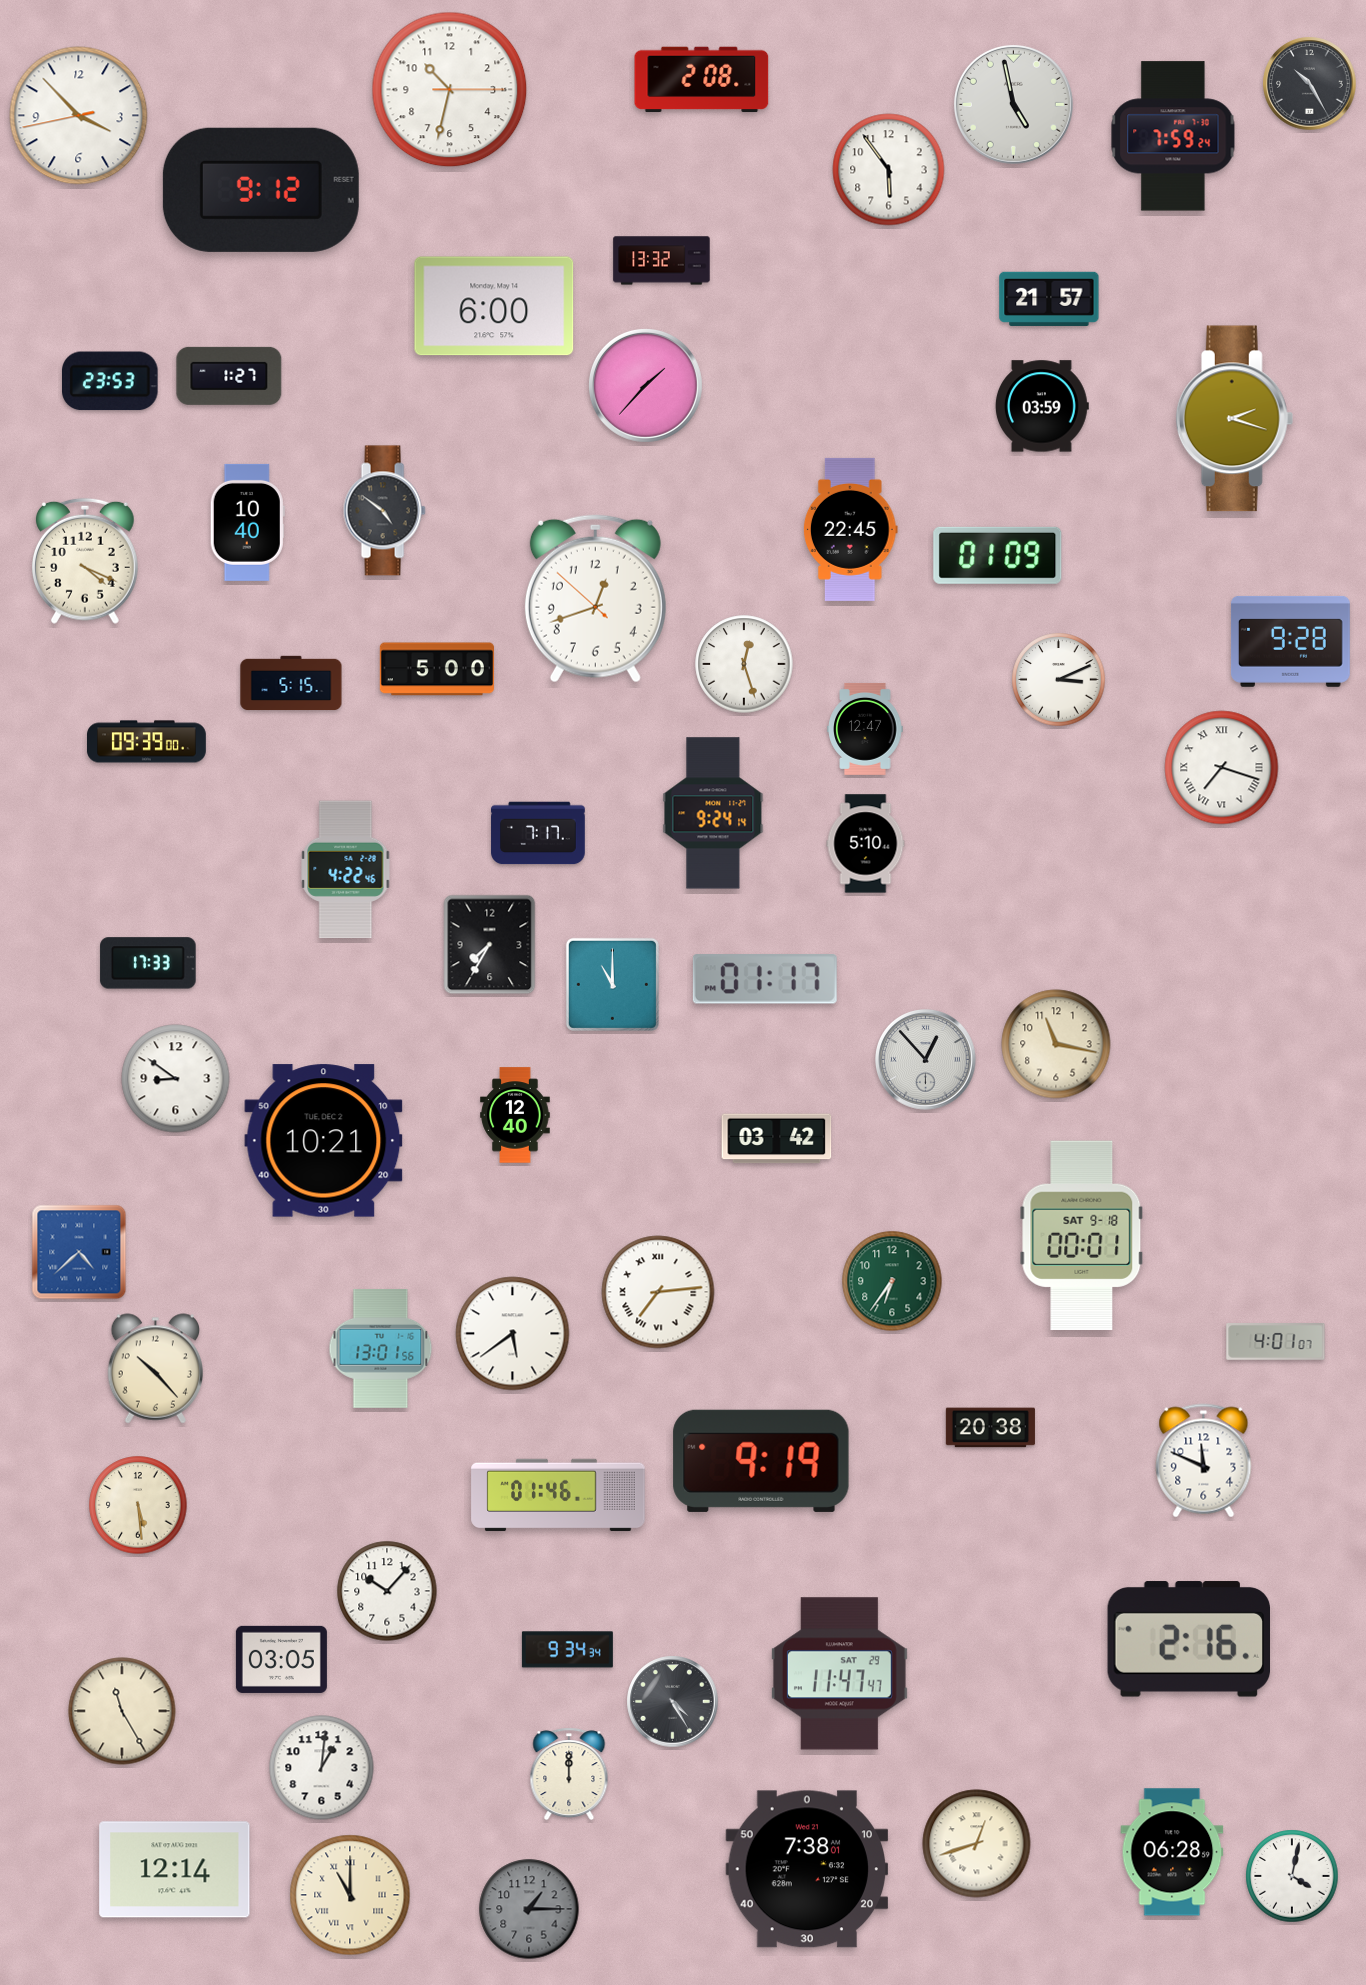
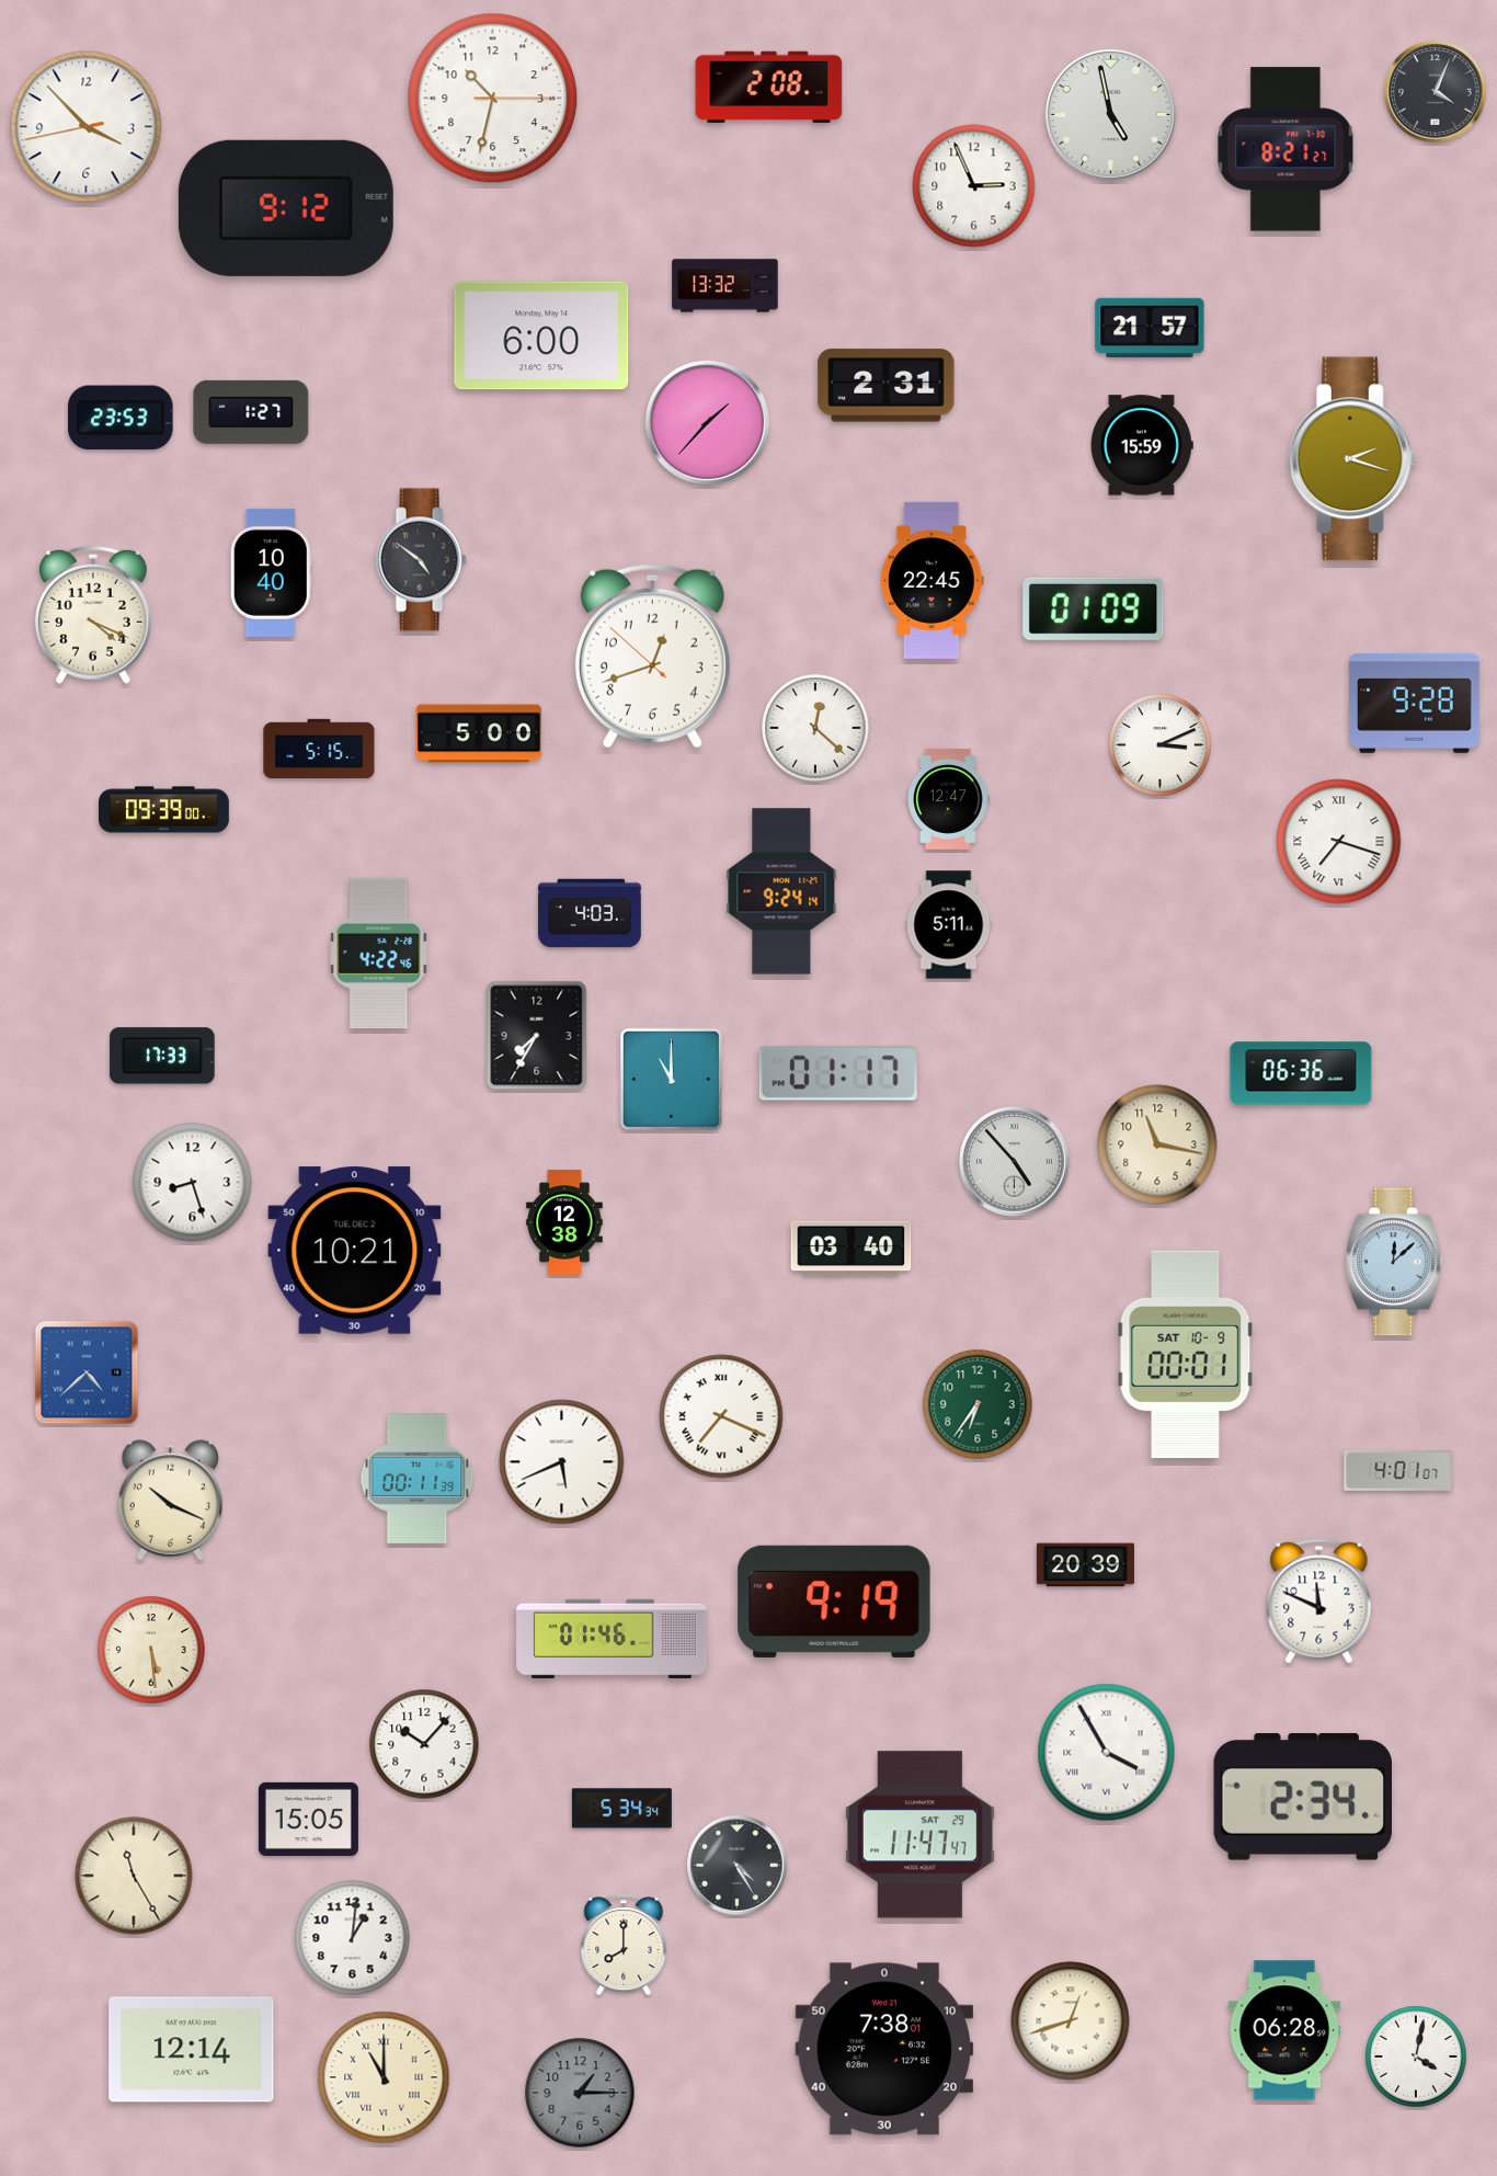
clock at (1310, 84): 10:25 -> 4:04
clock at (1173, 136): 7:59 -> 8:21
clock at (889, 170): 5:54 -> 2:56
clock at (887, 386): none -> 2:31
clock at (1042, 406): 03:59 -> 15:59
clock at (744, 664): 12:27 -> 12:22
clock at (147, 742) position: (147, 742) -> (164, 810)
clock at (538, 833): 7:17 -> 4:03
clock at (866, 844): 5:10 -> 5:11
clock at (1301, 1073): none -> 06:36
clock at (926, 1060): 12:53 -> 4:53
clock at (176, 1079): 8:51 -> 8:27
clock at (515, 1115): 12:40 -> 12:38
clock at (777, 1139): 03:42 -> 03:40
clock at (1394, 1262): none -> 12:08
clock at (1082, 1235) date: SAT 9-18 -> SAT 10-9
clock at (658, 1292): 7:14 -> 7:19
clock at (513, 1334): 5:39 -> 5:41
clock at (381, 1349): 13:01 -> 00:11
clock at (155, 1369): 10:23 -> 10:19
clock at (990, 1428): 20:38 -> 20:39
clock at (1107, 1753): none -> 3:55
clock at (1188, 1639): 2:16 -> 2:34
clock at (567, 1650): 9:34 -> 5:34
clock at (281, 1659): 03:05 -> 15:05
clock at (569, 1774): 12:00 -> 8:00
